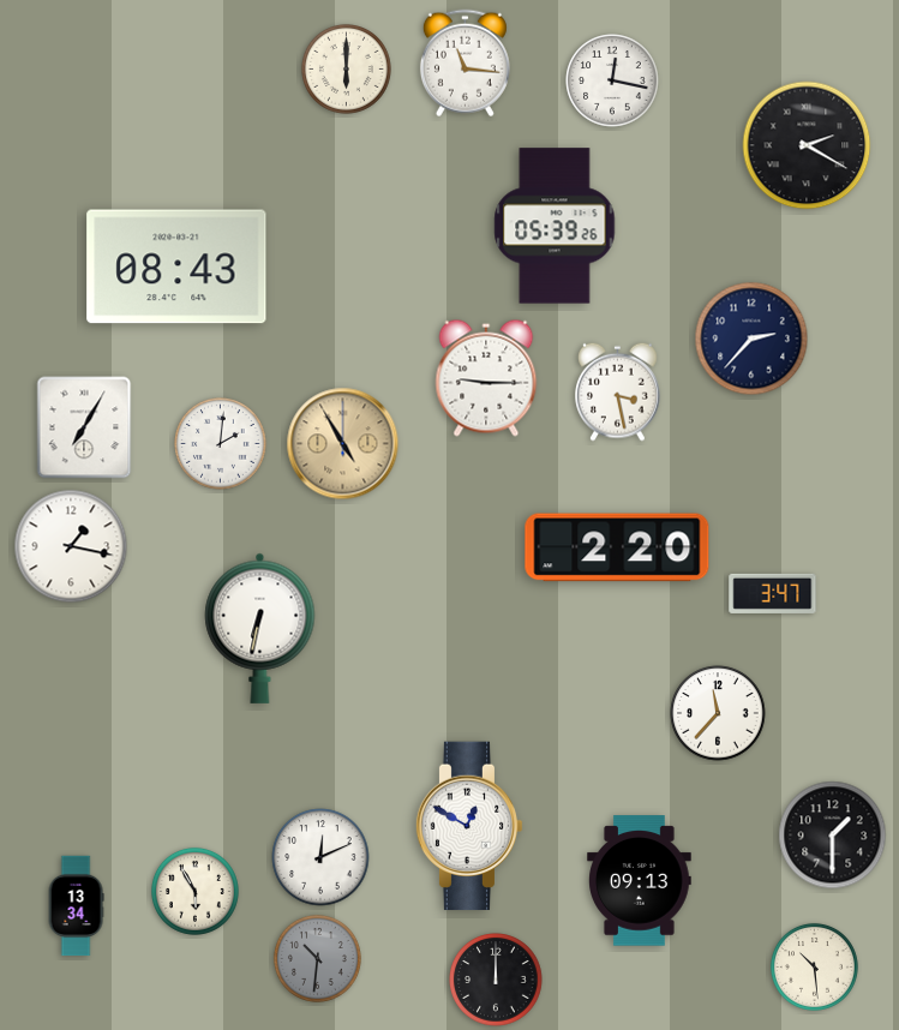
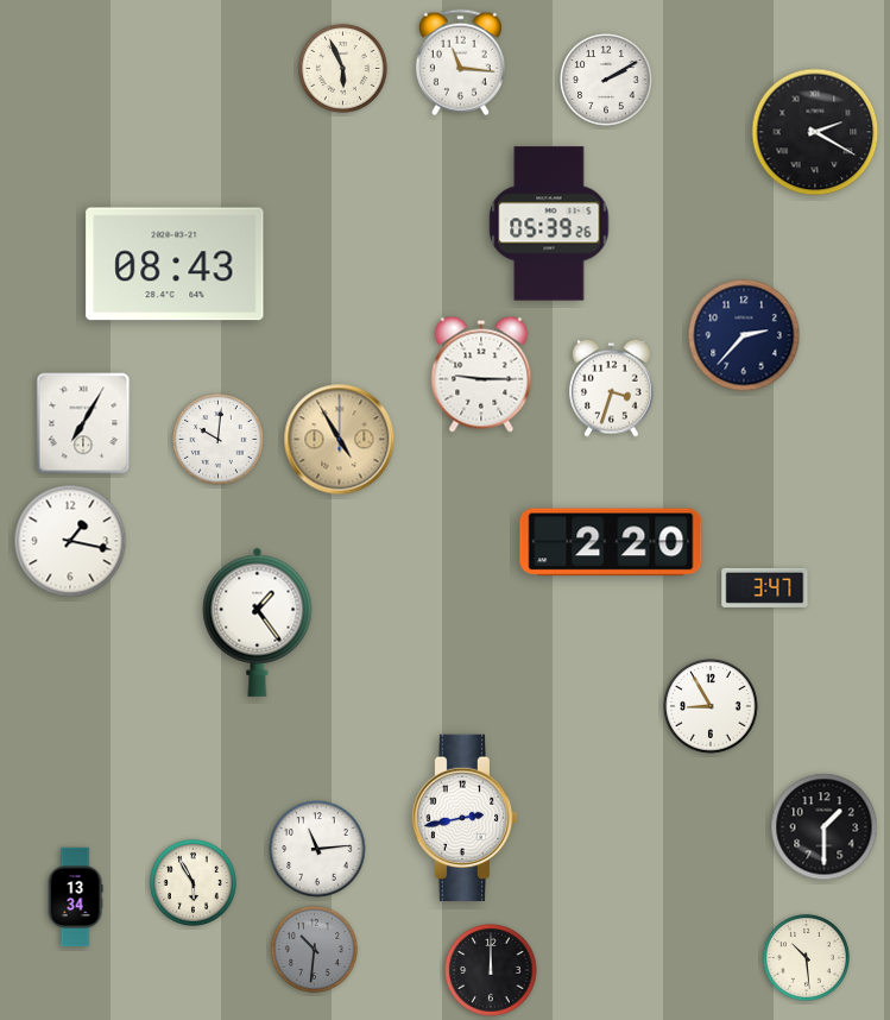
clock at (347, 70): 6:00 -> 5:56
clock at (612, 80): 12:17 -> 2:10
clock at (807, 145) position: (807, 145) -> (815, 132)
clock at (618, 391): 3:28 -> 3:33
clock at (221, 444): 2:01 -> 10:01
clock at (260, 628): 6:32 -> 1:24
clock at (718, 713): 11:37 -> 8:55
clock at (469, 826): 12:50 -> 2:43
clock at (320, 857): 12:11 -> 11:14
clock at (640, 881): 09:13 -> none
